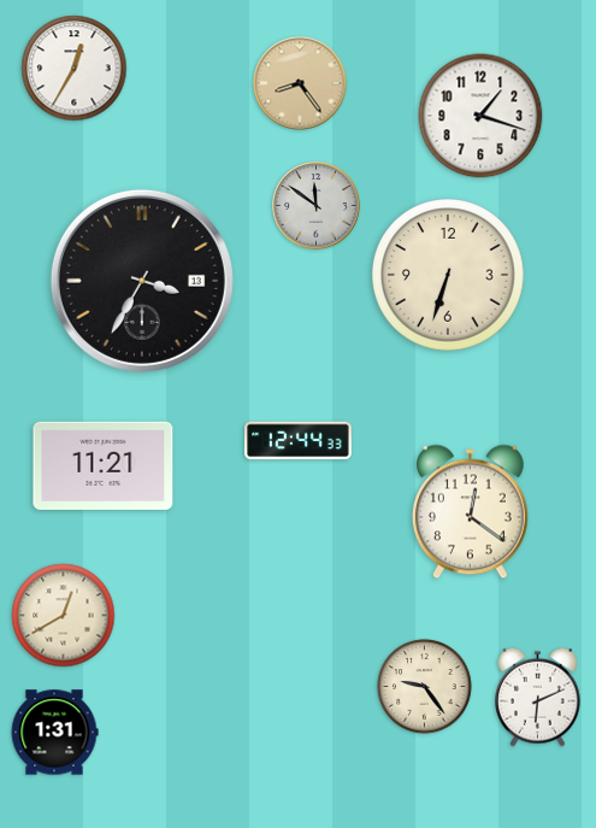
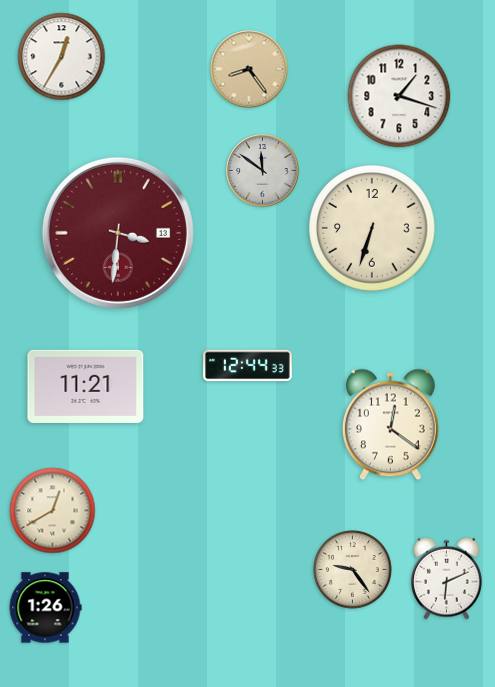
clock at (142, 281): 3:35 -> 3:31
clock at (142, 281) dial: black -> burgundy
clock at (54, 733): 1:31 -> 1:26
